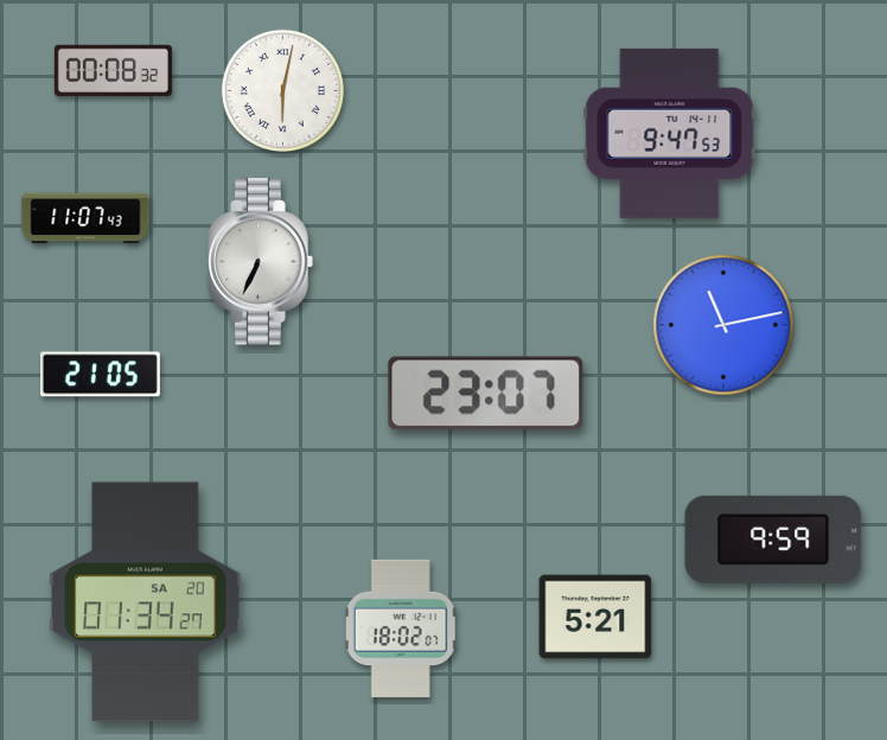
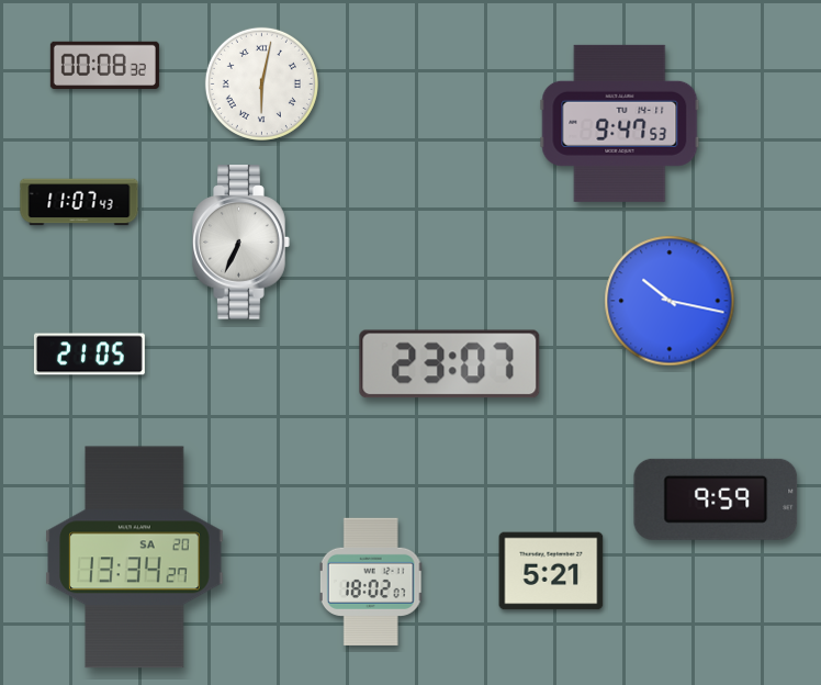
clock at (723, 325): 11:13 -> 10:17
clock at (100, 375) position: (100, 375) -> (89, 355)
clock at (146, 602): 01:34 -> 13:34
